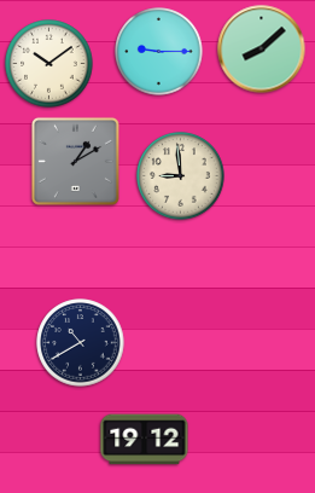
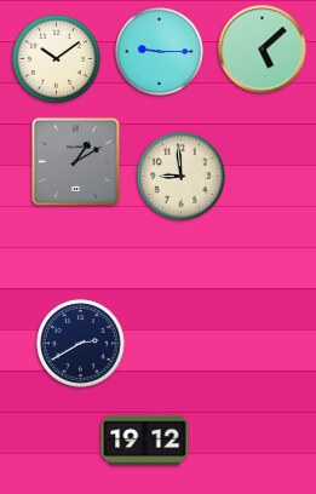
clock at (262, 50): 8:08 -> 5:08
clock at (49, 64) position: (49, 64) -> (57, 59)
clock at (81, 343): 10:40 -> 2:40
